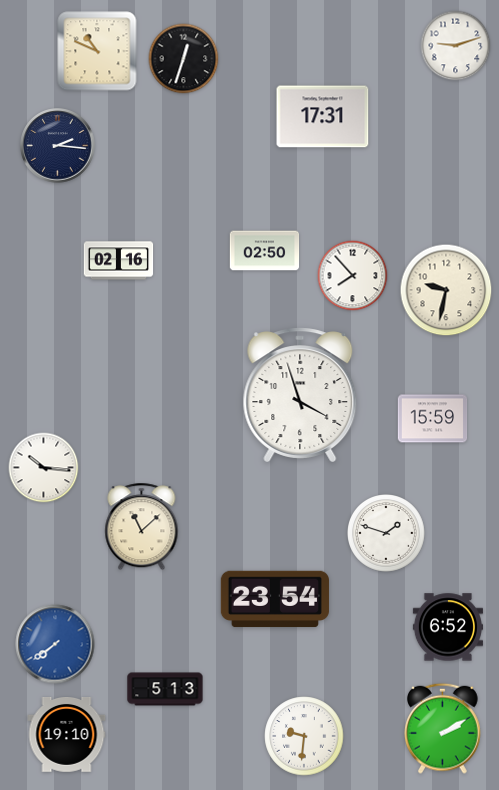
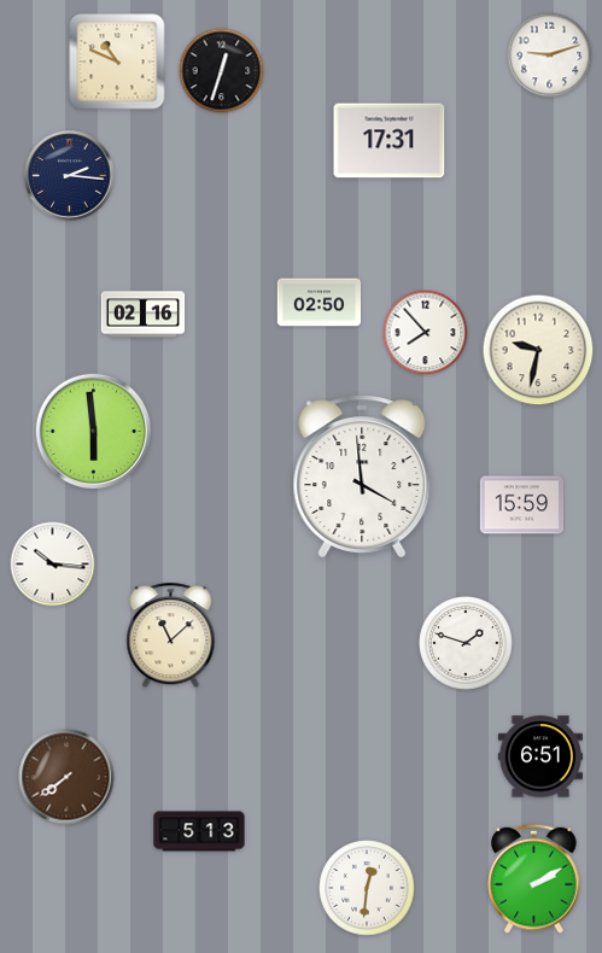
clock at (94, 432): none -> 5:59
clock at (300, 395): 3:57 -> 3:59
clock at (274, 599): 23:54 -> none
clock at (448, 627): 6:52 -> 6:51
clock at (55, 644) dial: blue -> brown
clock at (67, 735): 19:10 -> none
clock at (304, 736): 9:31 -> 12:31
